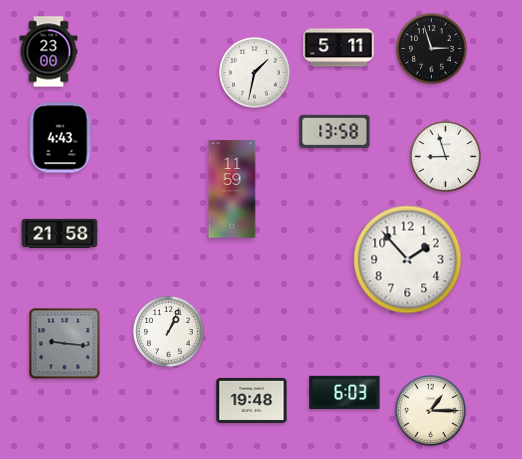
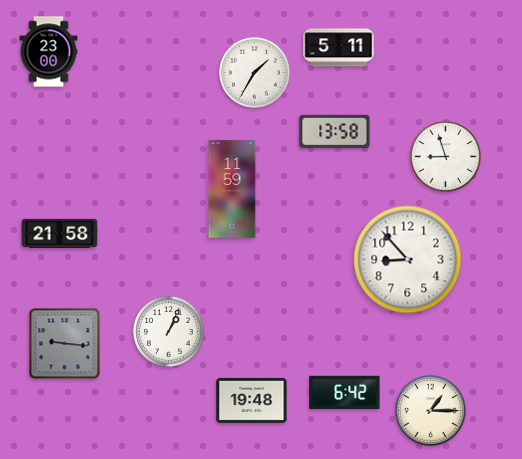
clock at (432, 49): 2:57 -> none
clock at (255, 73): 1:32 -> 1:35
clock at (60, 138): 4:43 -> none
clock at (408, 260): 1:53 -> 8:53
clock at (345, 392): 6:03 -> 6:42
